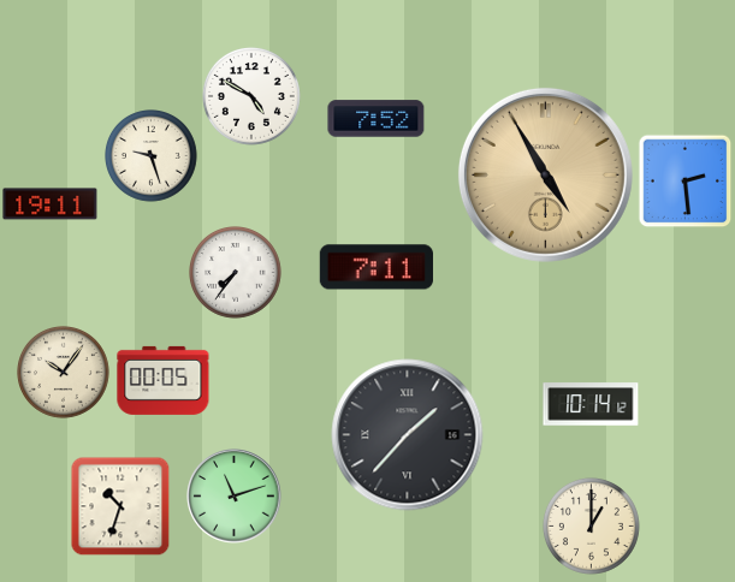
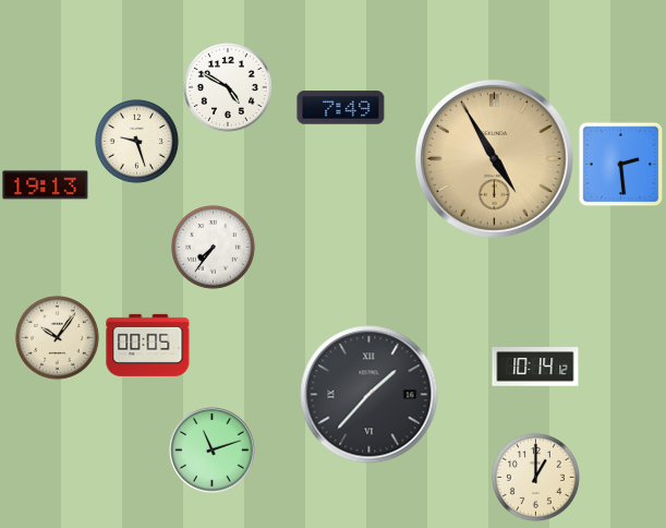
clock at (377, 119): 7:52 -> 7:49
clock at (51, 204): 19:11 -> 19:13
clock at (377, 267): 7:11 -> none
clock at (120, 506): 10:33 -> none
